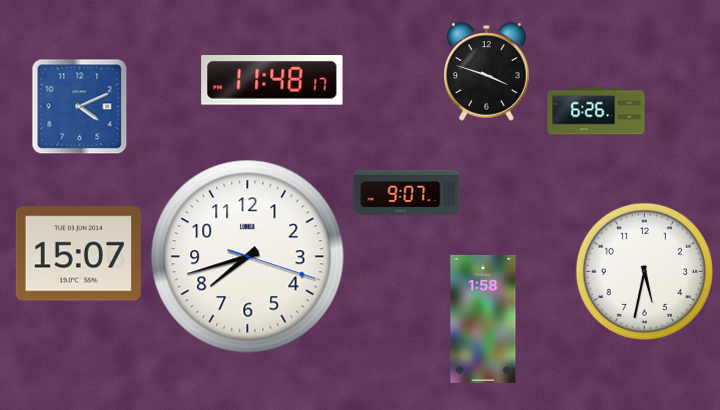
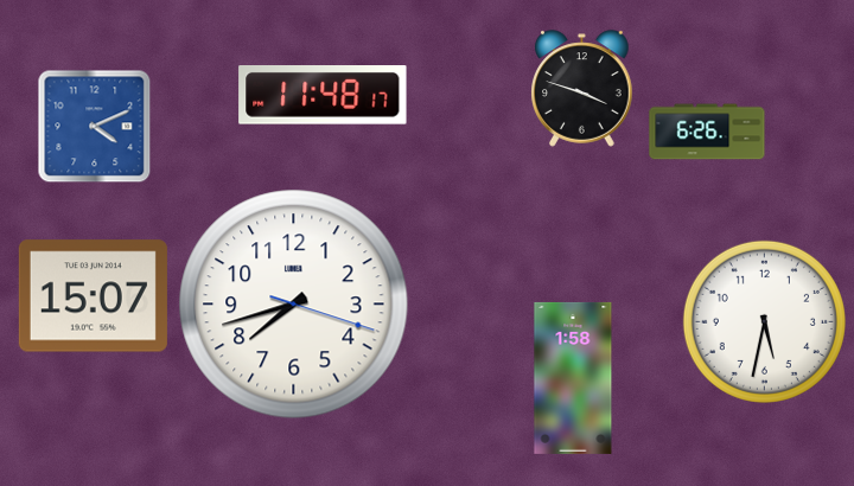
clock at (487, 72) position: (487, 72) -> (582, 89)
clock at (407, 193): 9:07 -> none
clock at (78, 254) position: (78, 254) -> (93, 296)
